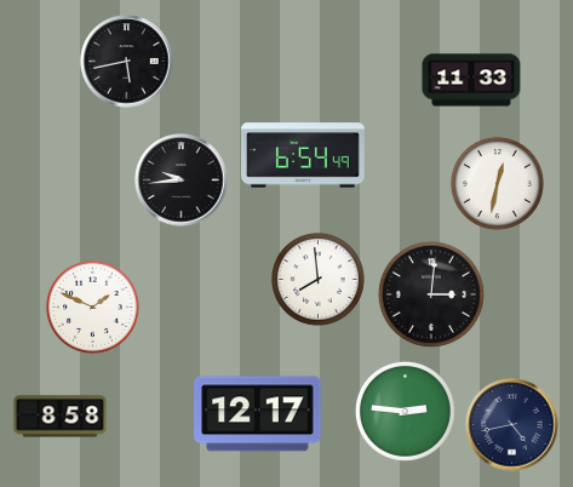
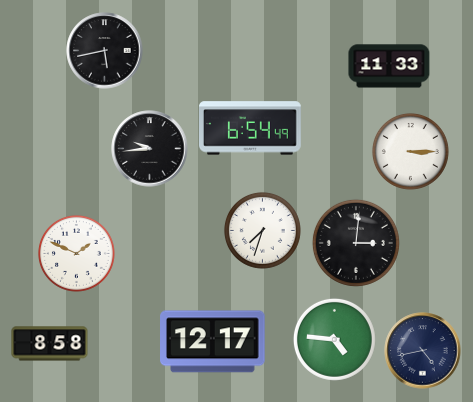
clock at (498, 184): 12:32 -> 3:15
clock at (319, 280): 7:59 -> 7:33
clock at (405, 411): 2:46 -> 4:46
